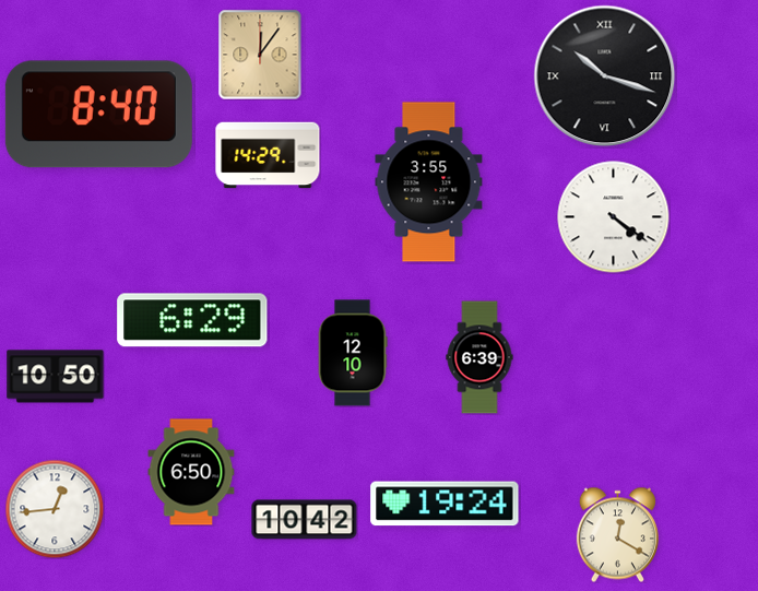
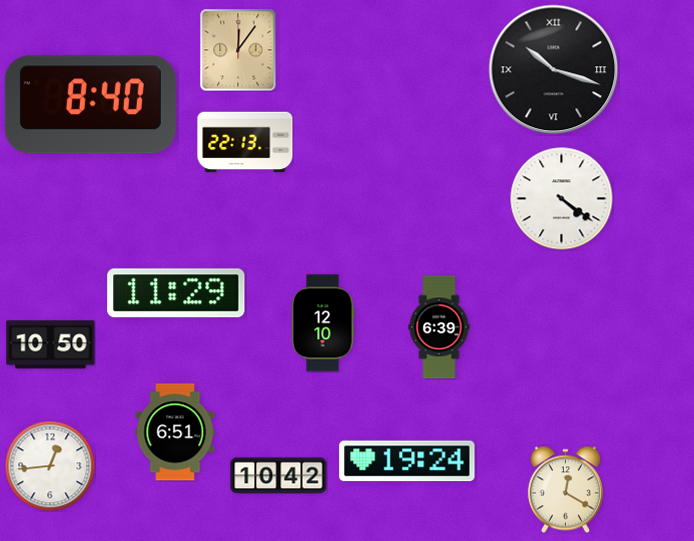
clock at (268, 155): 14:29 -> 22:13
clock at (429, 182): 3:55 -> none
clock at (192, 320): 6:29 -> 11:29
clock at (191, 472): 6:50 -> 6:51
